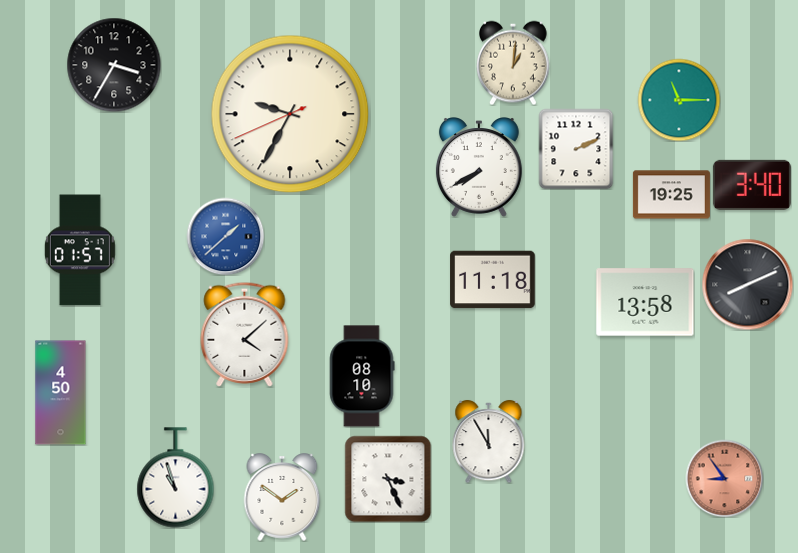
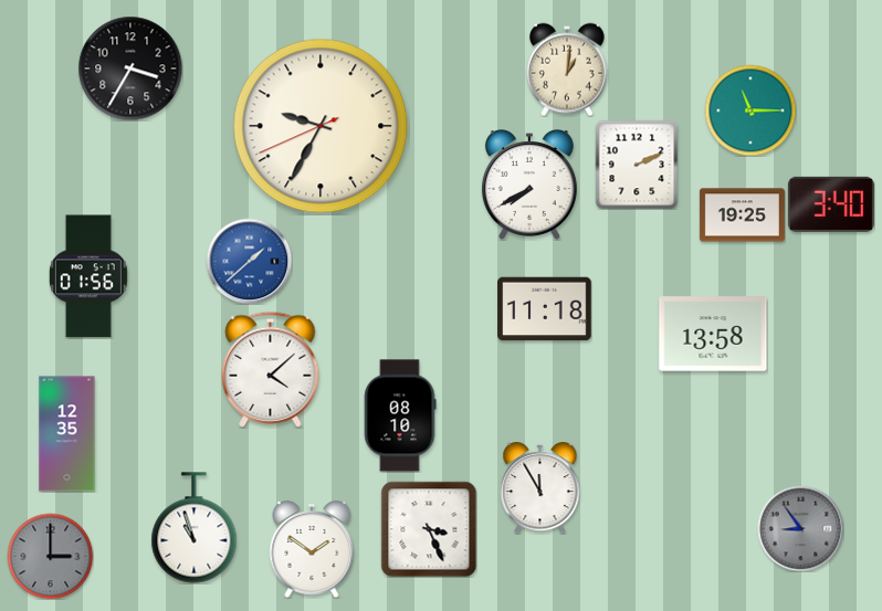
clock at (114, 65) position: (114, 65) -> (130, 69)
clock at (80, 250): 01:57 -> 01:56
clock at (747, 284): 8:11 -> none
clock at (61, 393): 4:50 -> 12:35
clock at (724, 478) dial: salmon -> grey
clock at (50, 556): none -> 3:00
